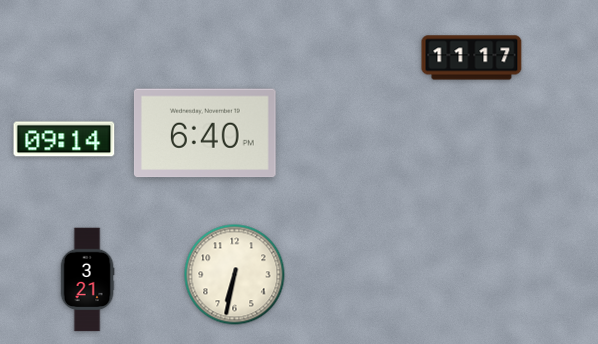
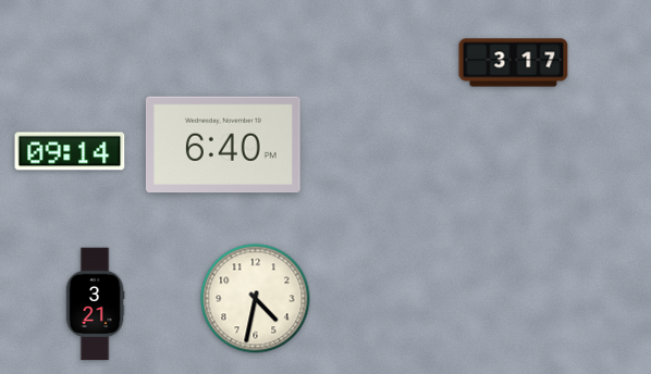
clock at (472, 58): 11:17 -> 3:17
clock at (235, 275): 6:32 -> 4:32
